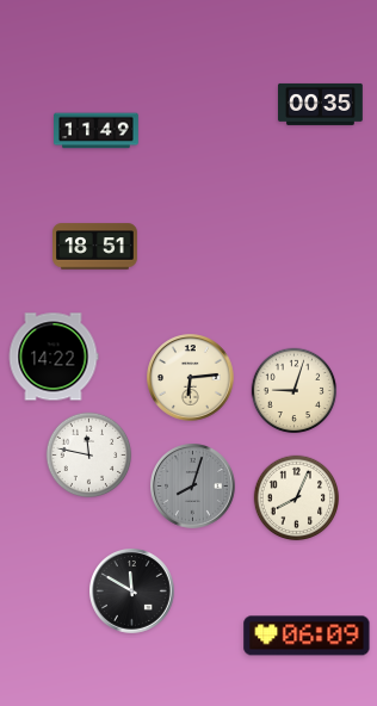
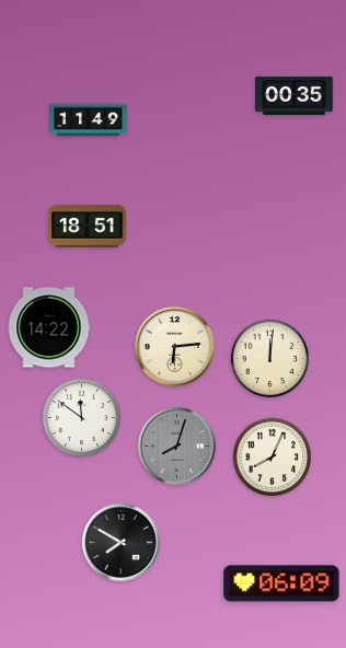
clock at (295, 391): 9:03 -> 12:01
clock at (89, 456): 11:47 -> 11:51
clock at (132, 592): 11:50 -> 7:50
